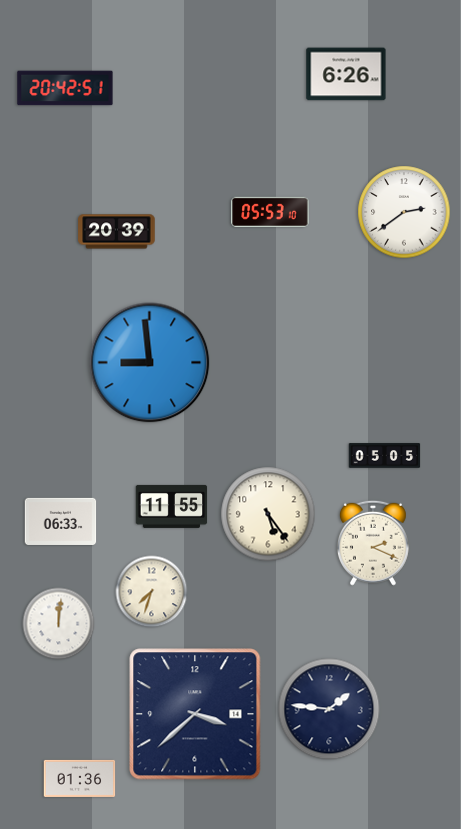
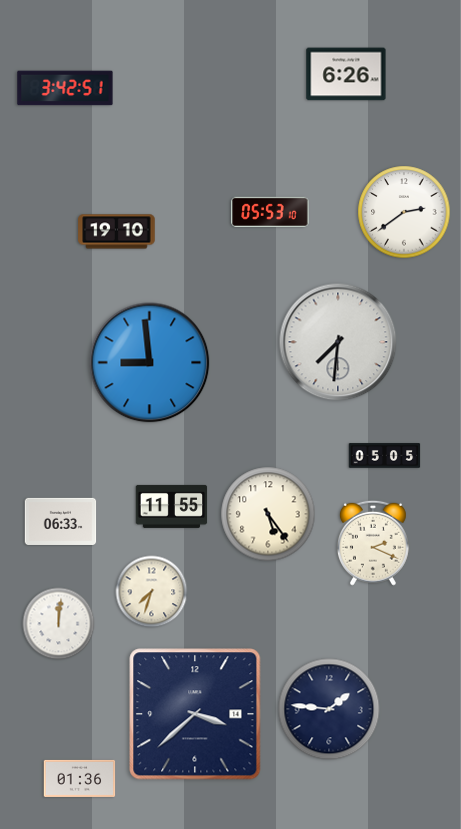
clock at (65, 88): 20:42 -> 3:42
clock at (117, 232): 20:39 -> 19:10
clock at (338, 342): none -> 7:31
